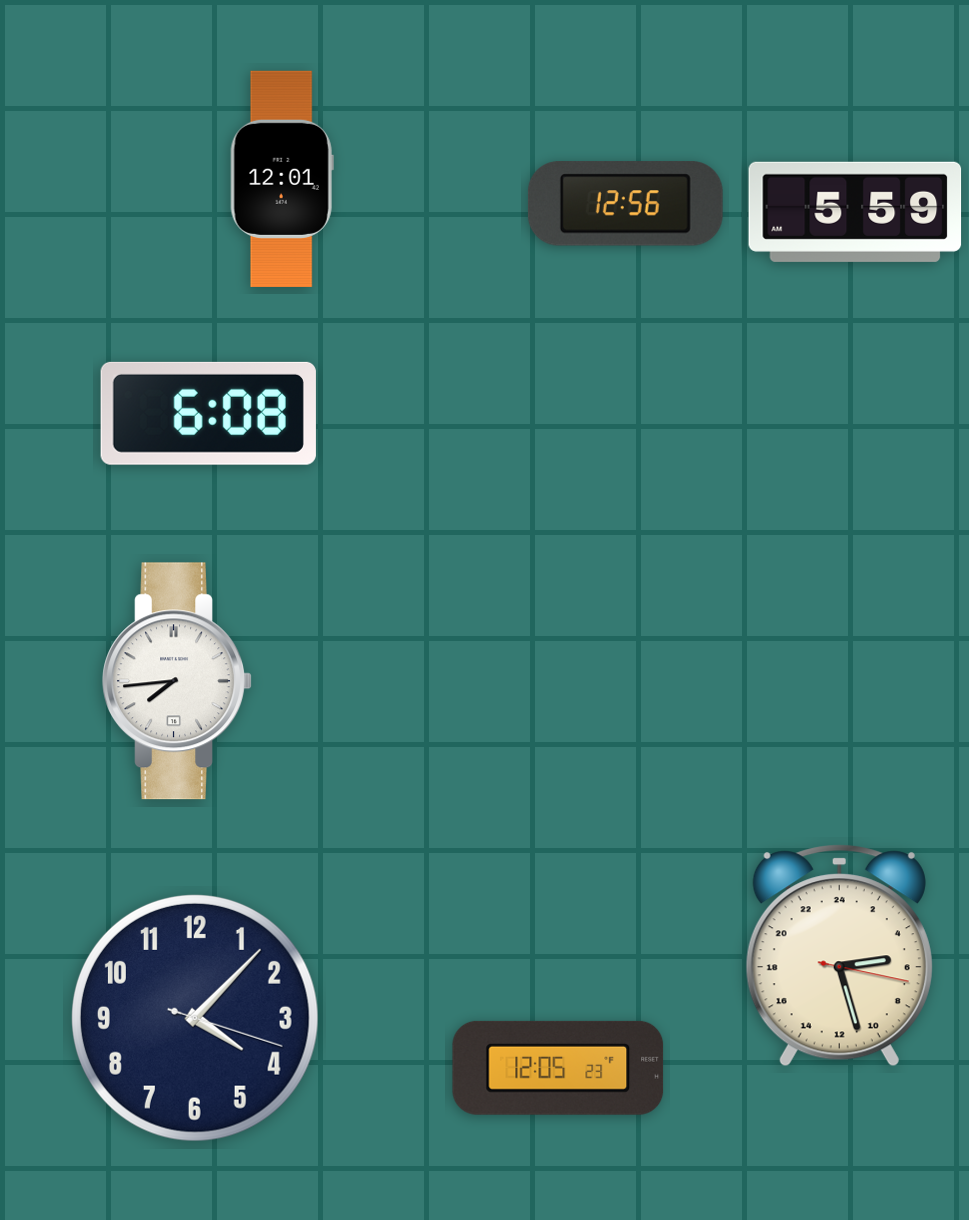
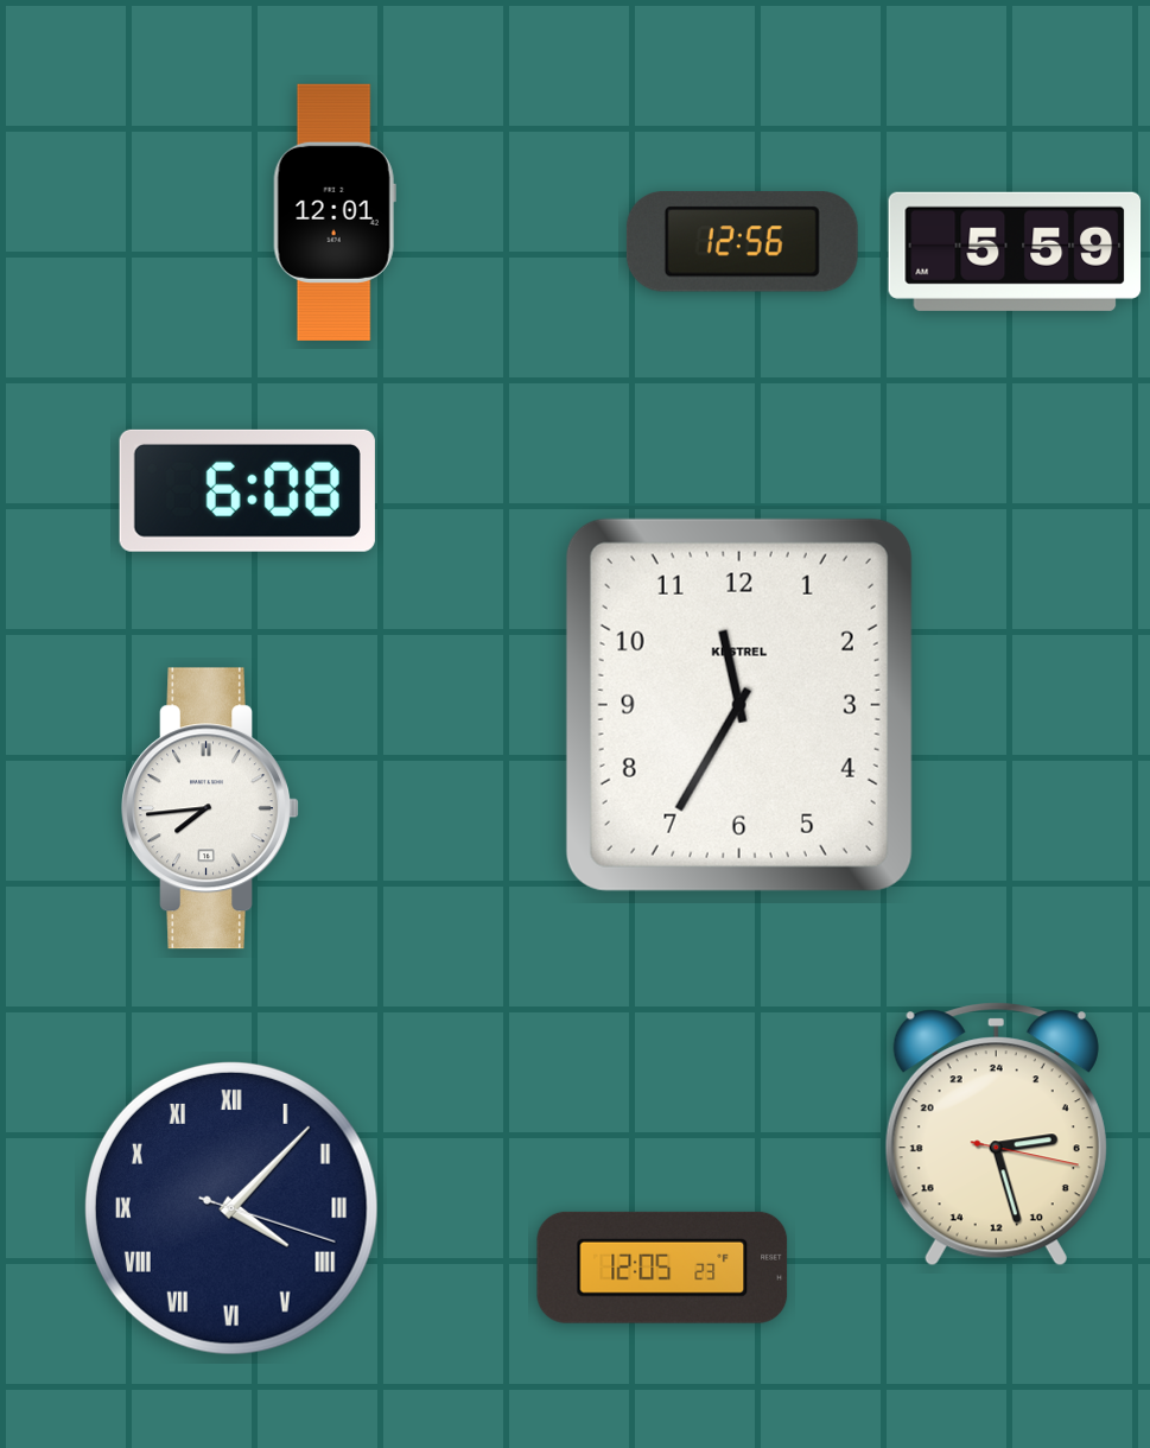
clock at (739, 705): none -> 11:35
clock at (195, 1018) numerals: Arabic -> Roman
